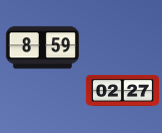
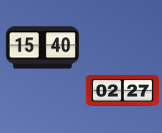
clock at (42, 48): 8:59 -> 15:40
